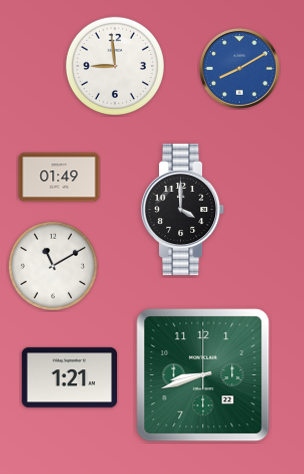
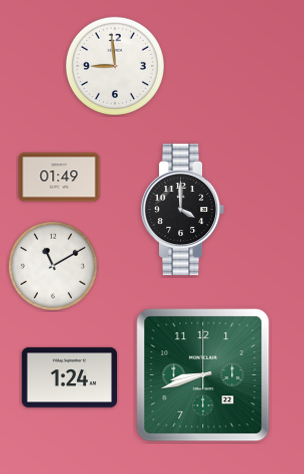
clock at (240, 69): 8:10 -> none
clock at (70, 378): 1:21 -> 1:24
